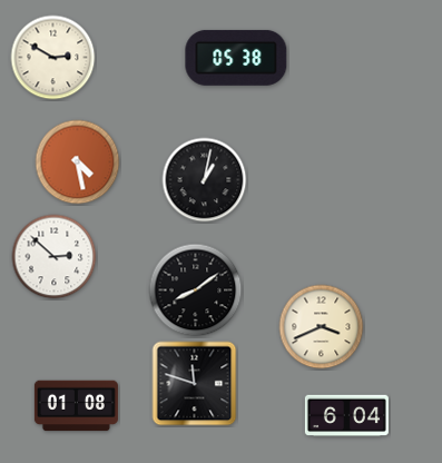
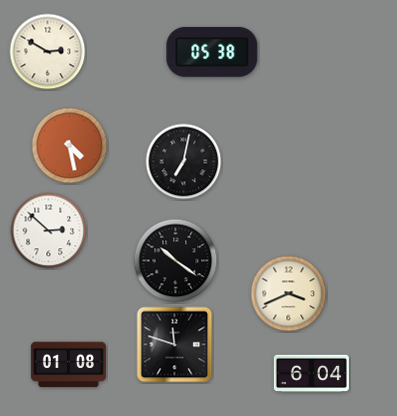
clock at (205, 180): 1:02 -> 7:02
clock at (196, 290): 8:09 -> 10:21
